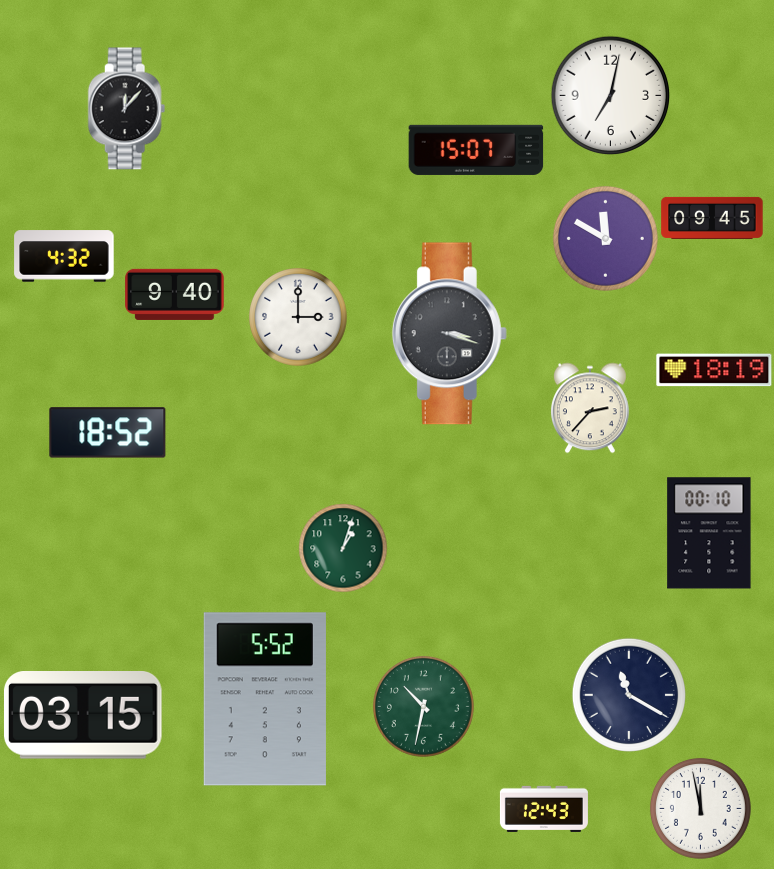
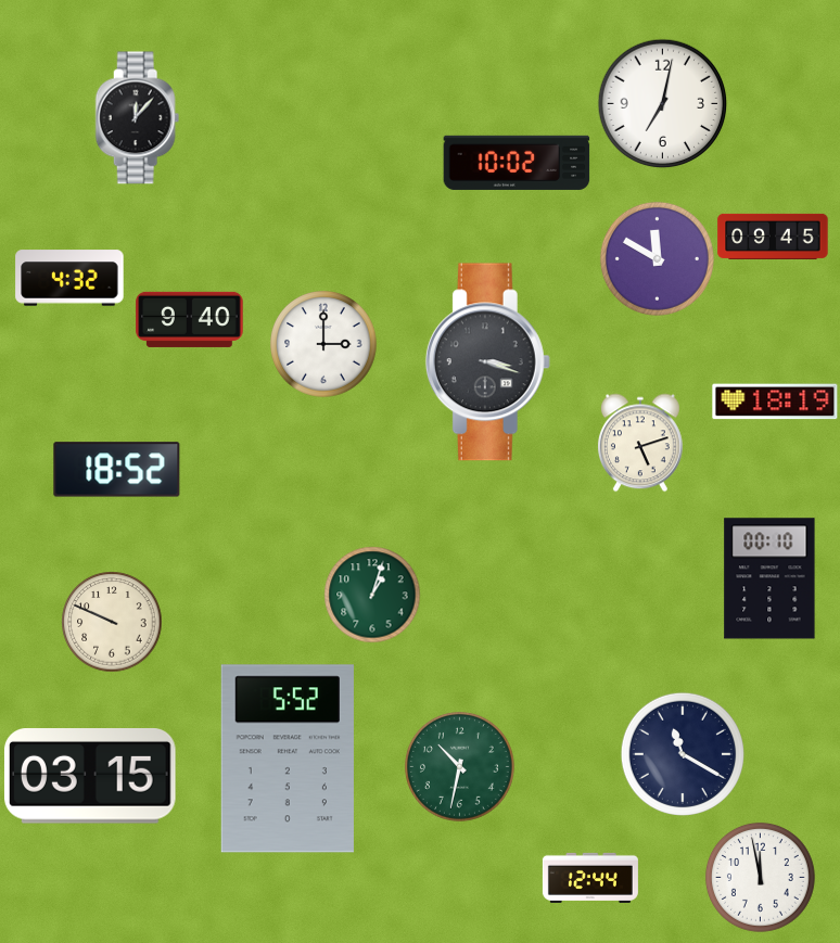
clock at (476, 150): 15:07 -> 10:02
clock at (590, 408): 2:37 -> 5:12
clock at (112, 622): none -> 9:49
clock at (544, 809): 12:43 -> 12:44
